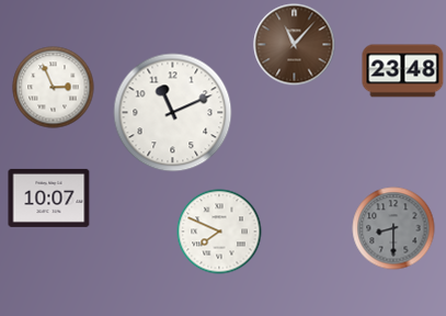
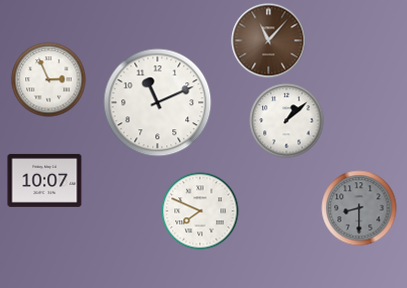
clock at (403, 71): 23:48 -> none
clock at (287, 121): none -> 1:08
